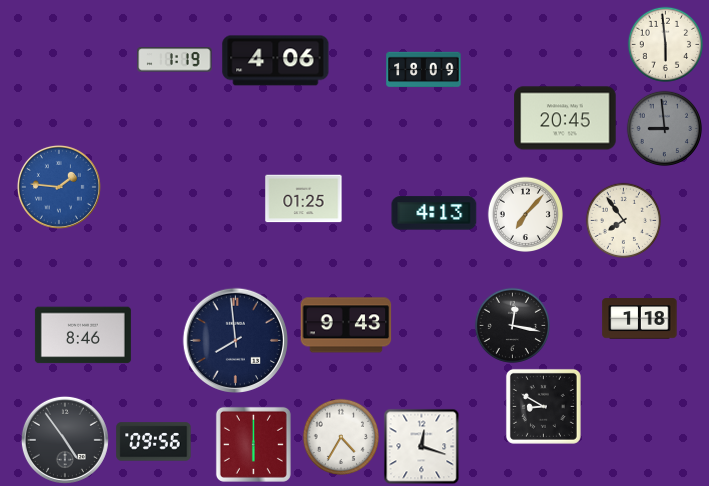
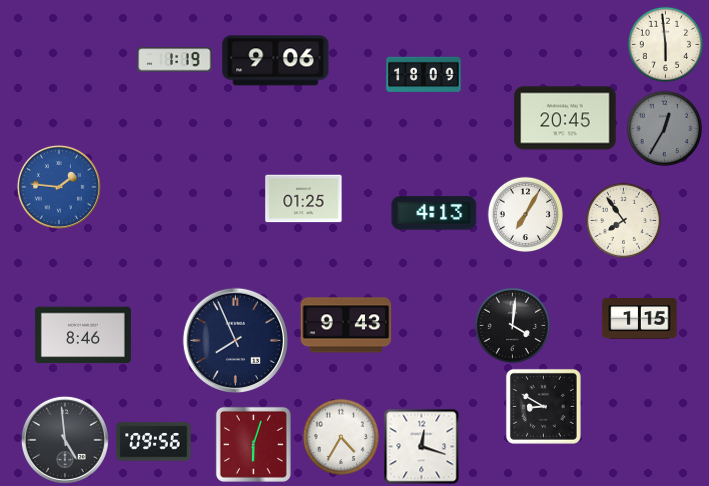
clock at (276, 61): 4:06 -> 9:06
clock at (424, 70) position: (424, 70) -> (424, 75)
clock at (665, 129): 8:59 -> 12:35
clock at (526, 215): 7:07 -> 7:05
clock at (640, 319): 1:18 -> 1:15
clock at (513, 326): 12:17 -> 4:01
clock at (235, 340): 7:59 -> 7:56
clock at (65, 440): 4:54 -> 4:59
clock at (253, 444): 6:00 -> 6:03
